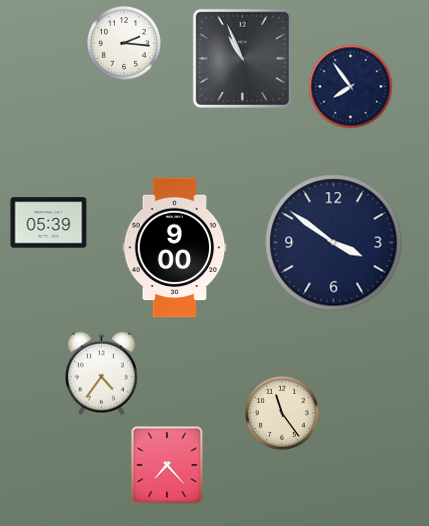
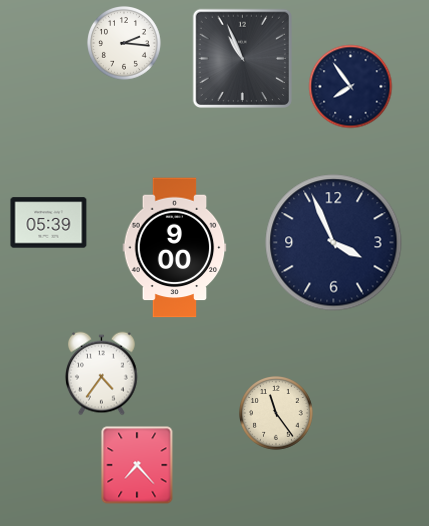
clock at (334, 243): 3:51 -> 3:56
clock at (283, 414) position: (283, 414) -> (277, 414)
clock at (167, 465) position: (167, 465) -> (137, 465)
